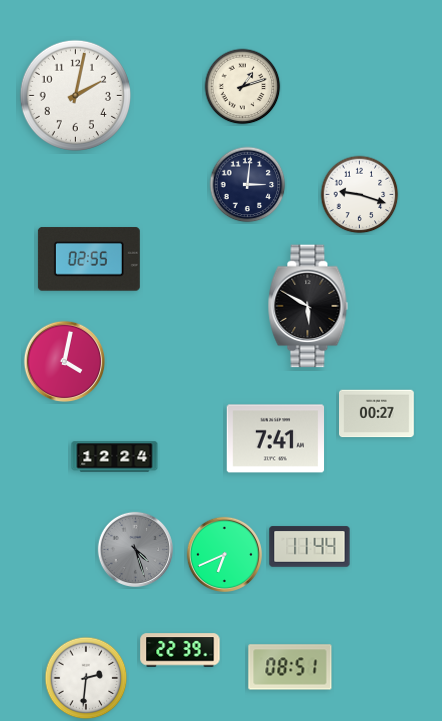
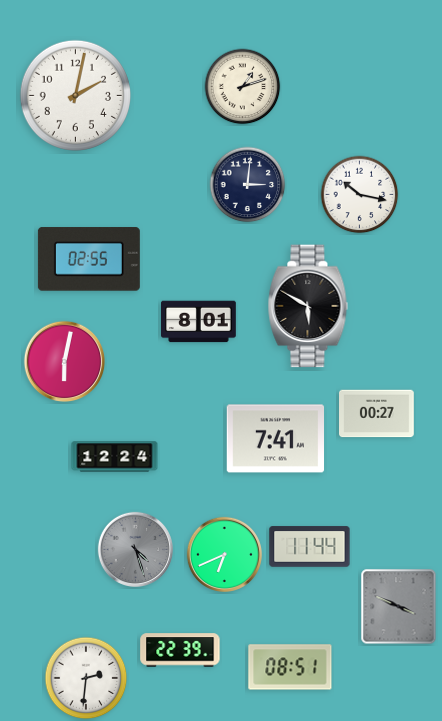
clock at (360, 195): 9:18 -> 10:17
clock at (199, 322): none -> 8:01
clock at (65, 362): 4:02 -> 6:02
clock at (399, 607): none -> 3:49
